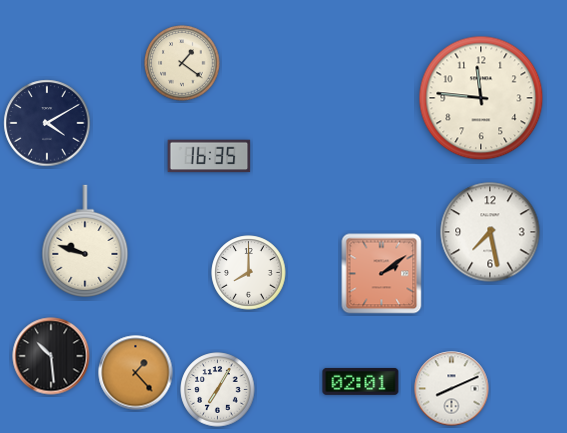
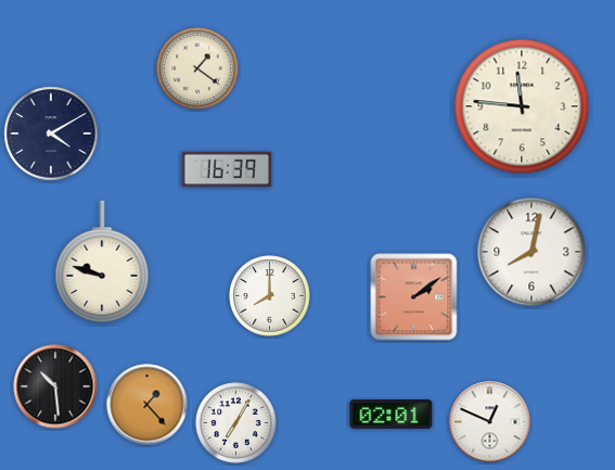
clock at (209, 156): 16:35 -> 16:39
clock at (490, 232): 7:28 -> 8:02
clock at (85, 241) position: (85, 241) -> (102, 262)
clock at (452, 389): 8:11 -> 12:49
